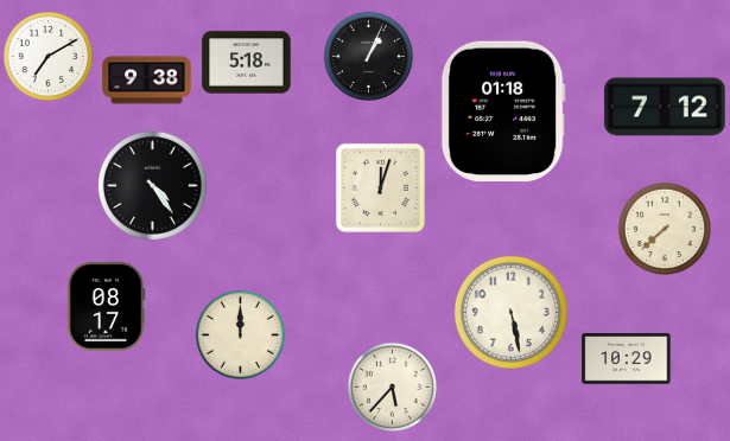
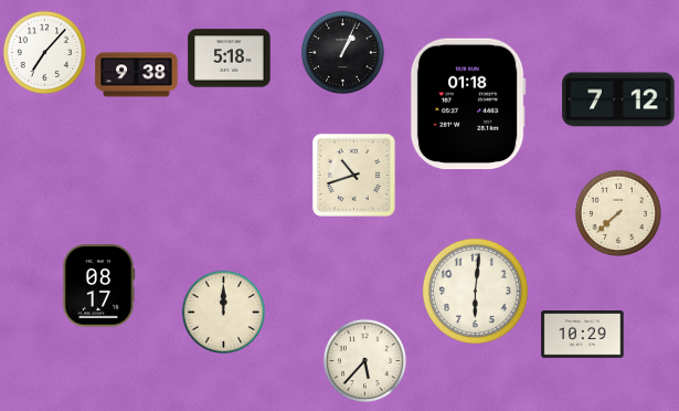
clock at (49, 57): 7:10 -> 7:07
clock at (152, 185): 4:24 -> none
clock at (380, 187): 12:03 -> 10:42
clock at (510, 312): 5:28 -> 6:01
